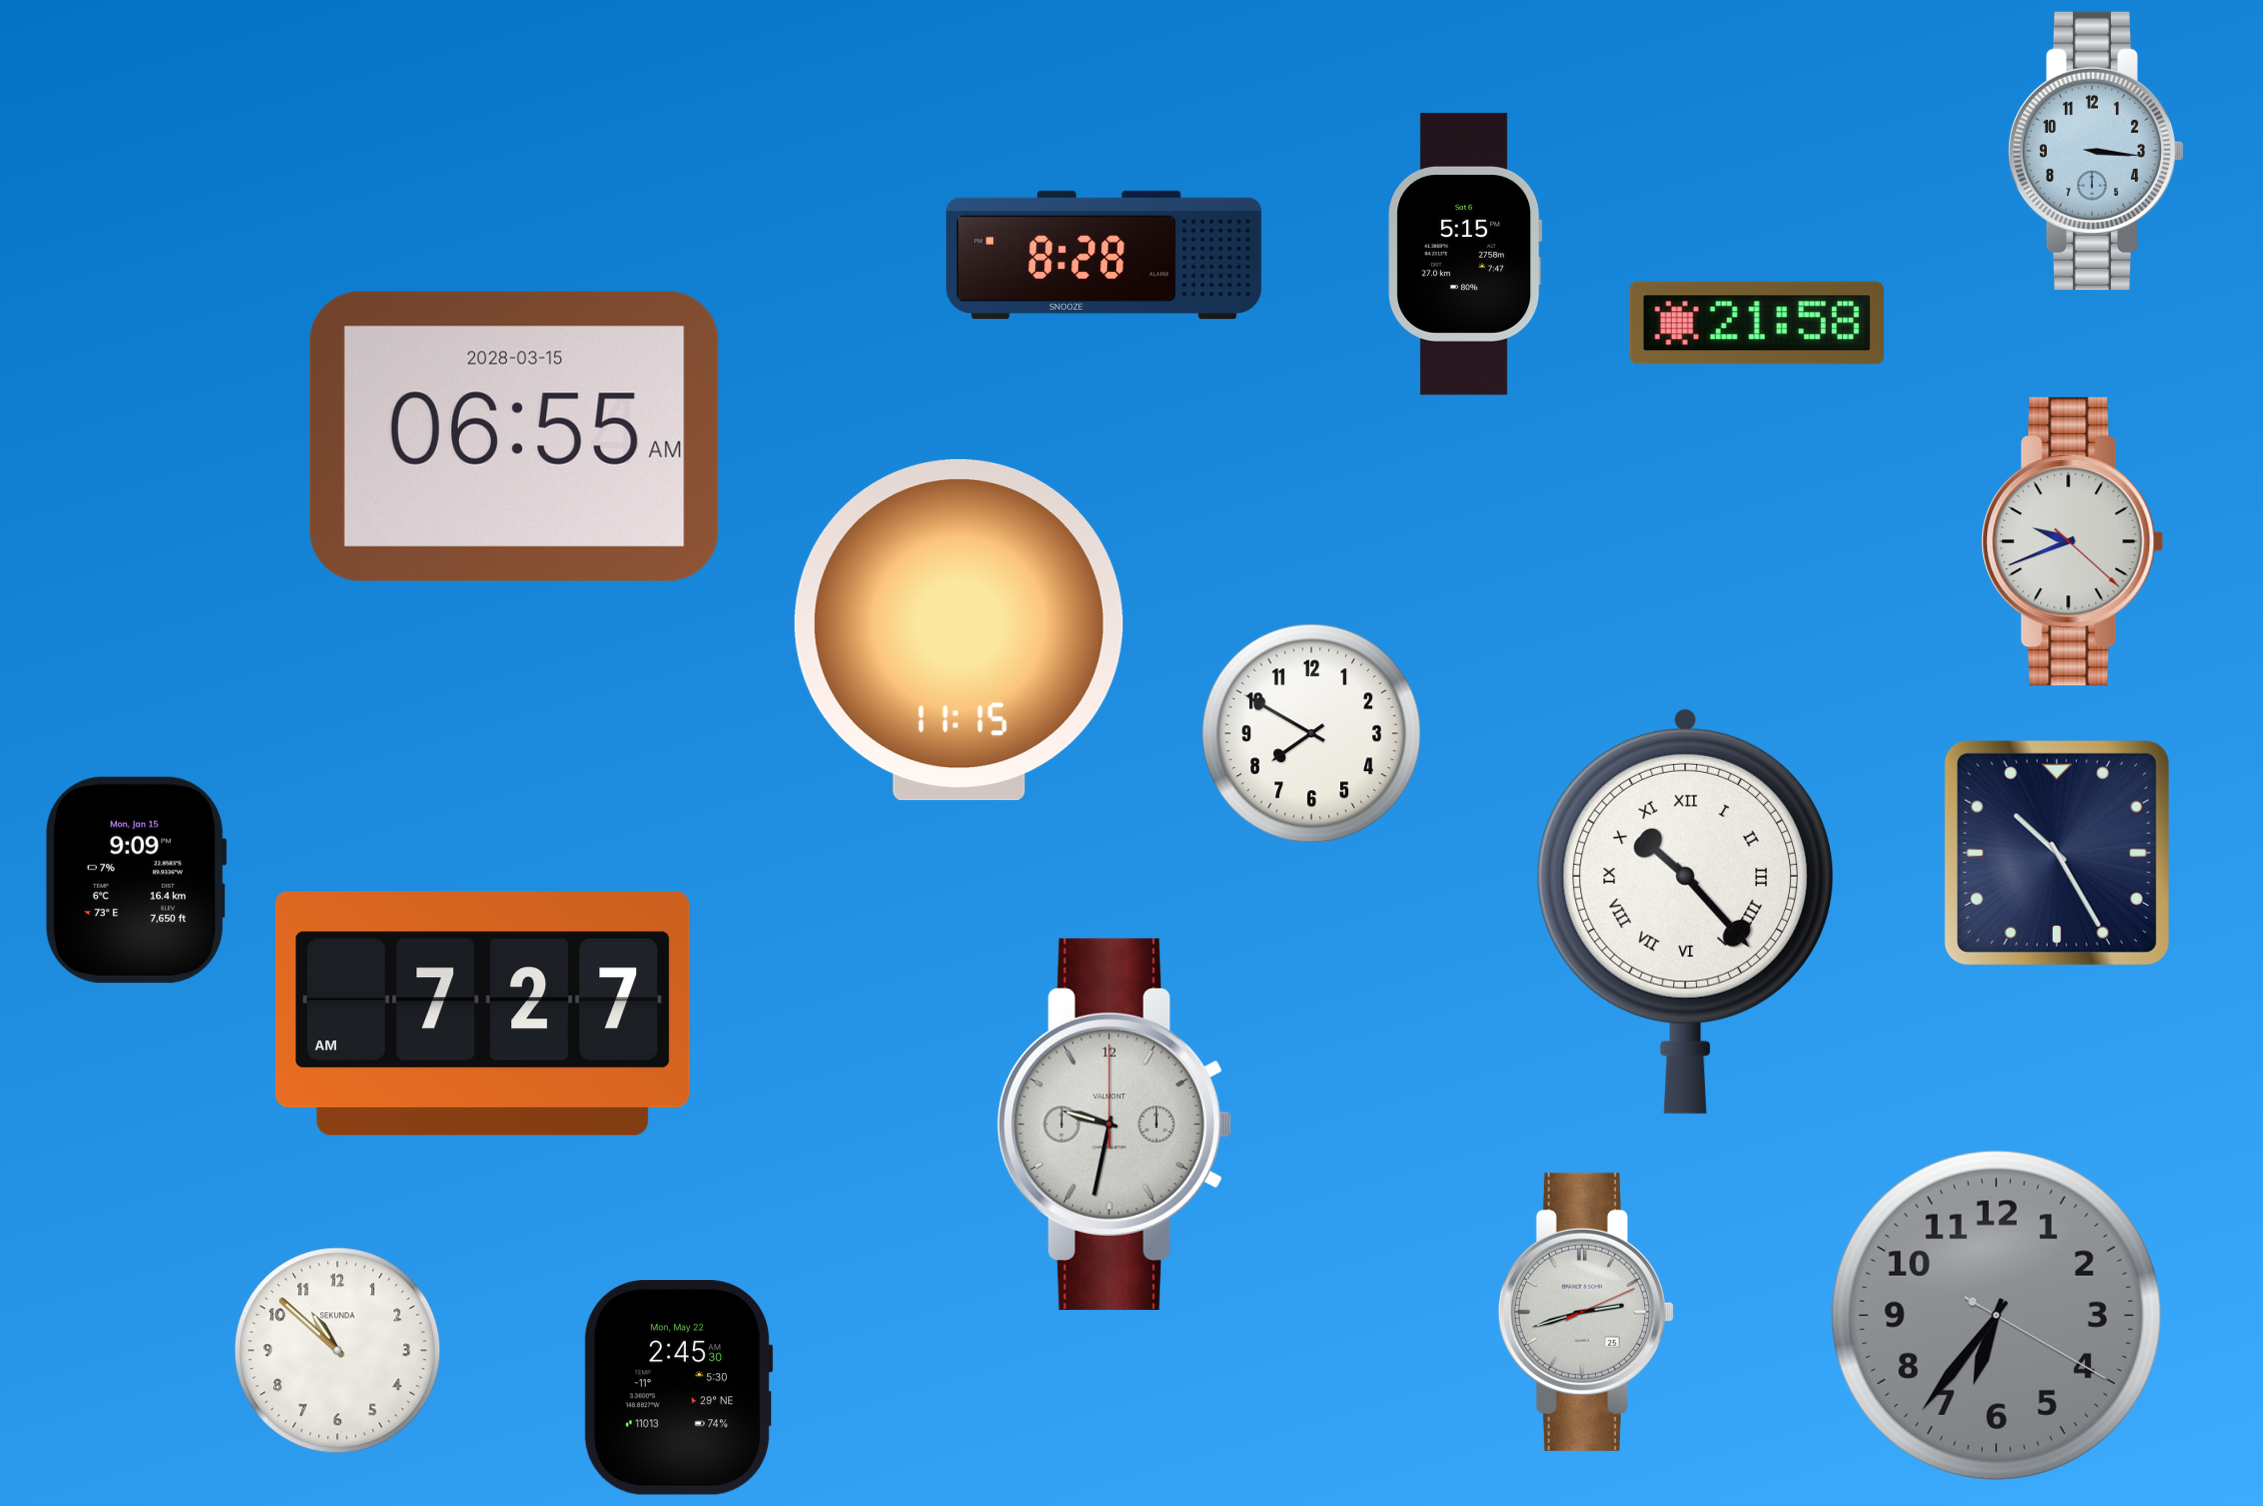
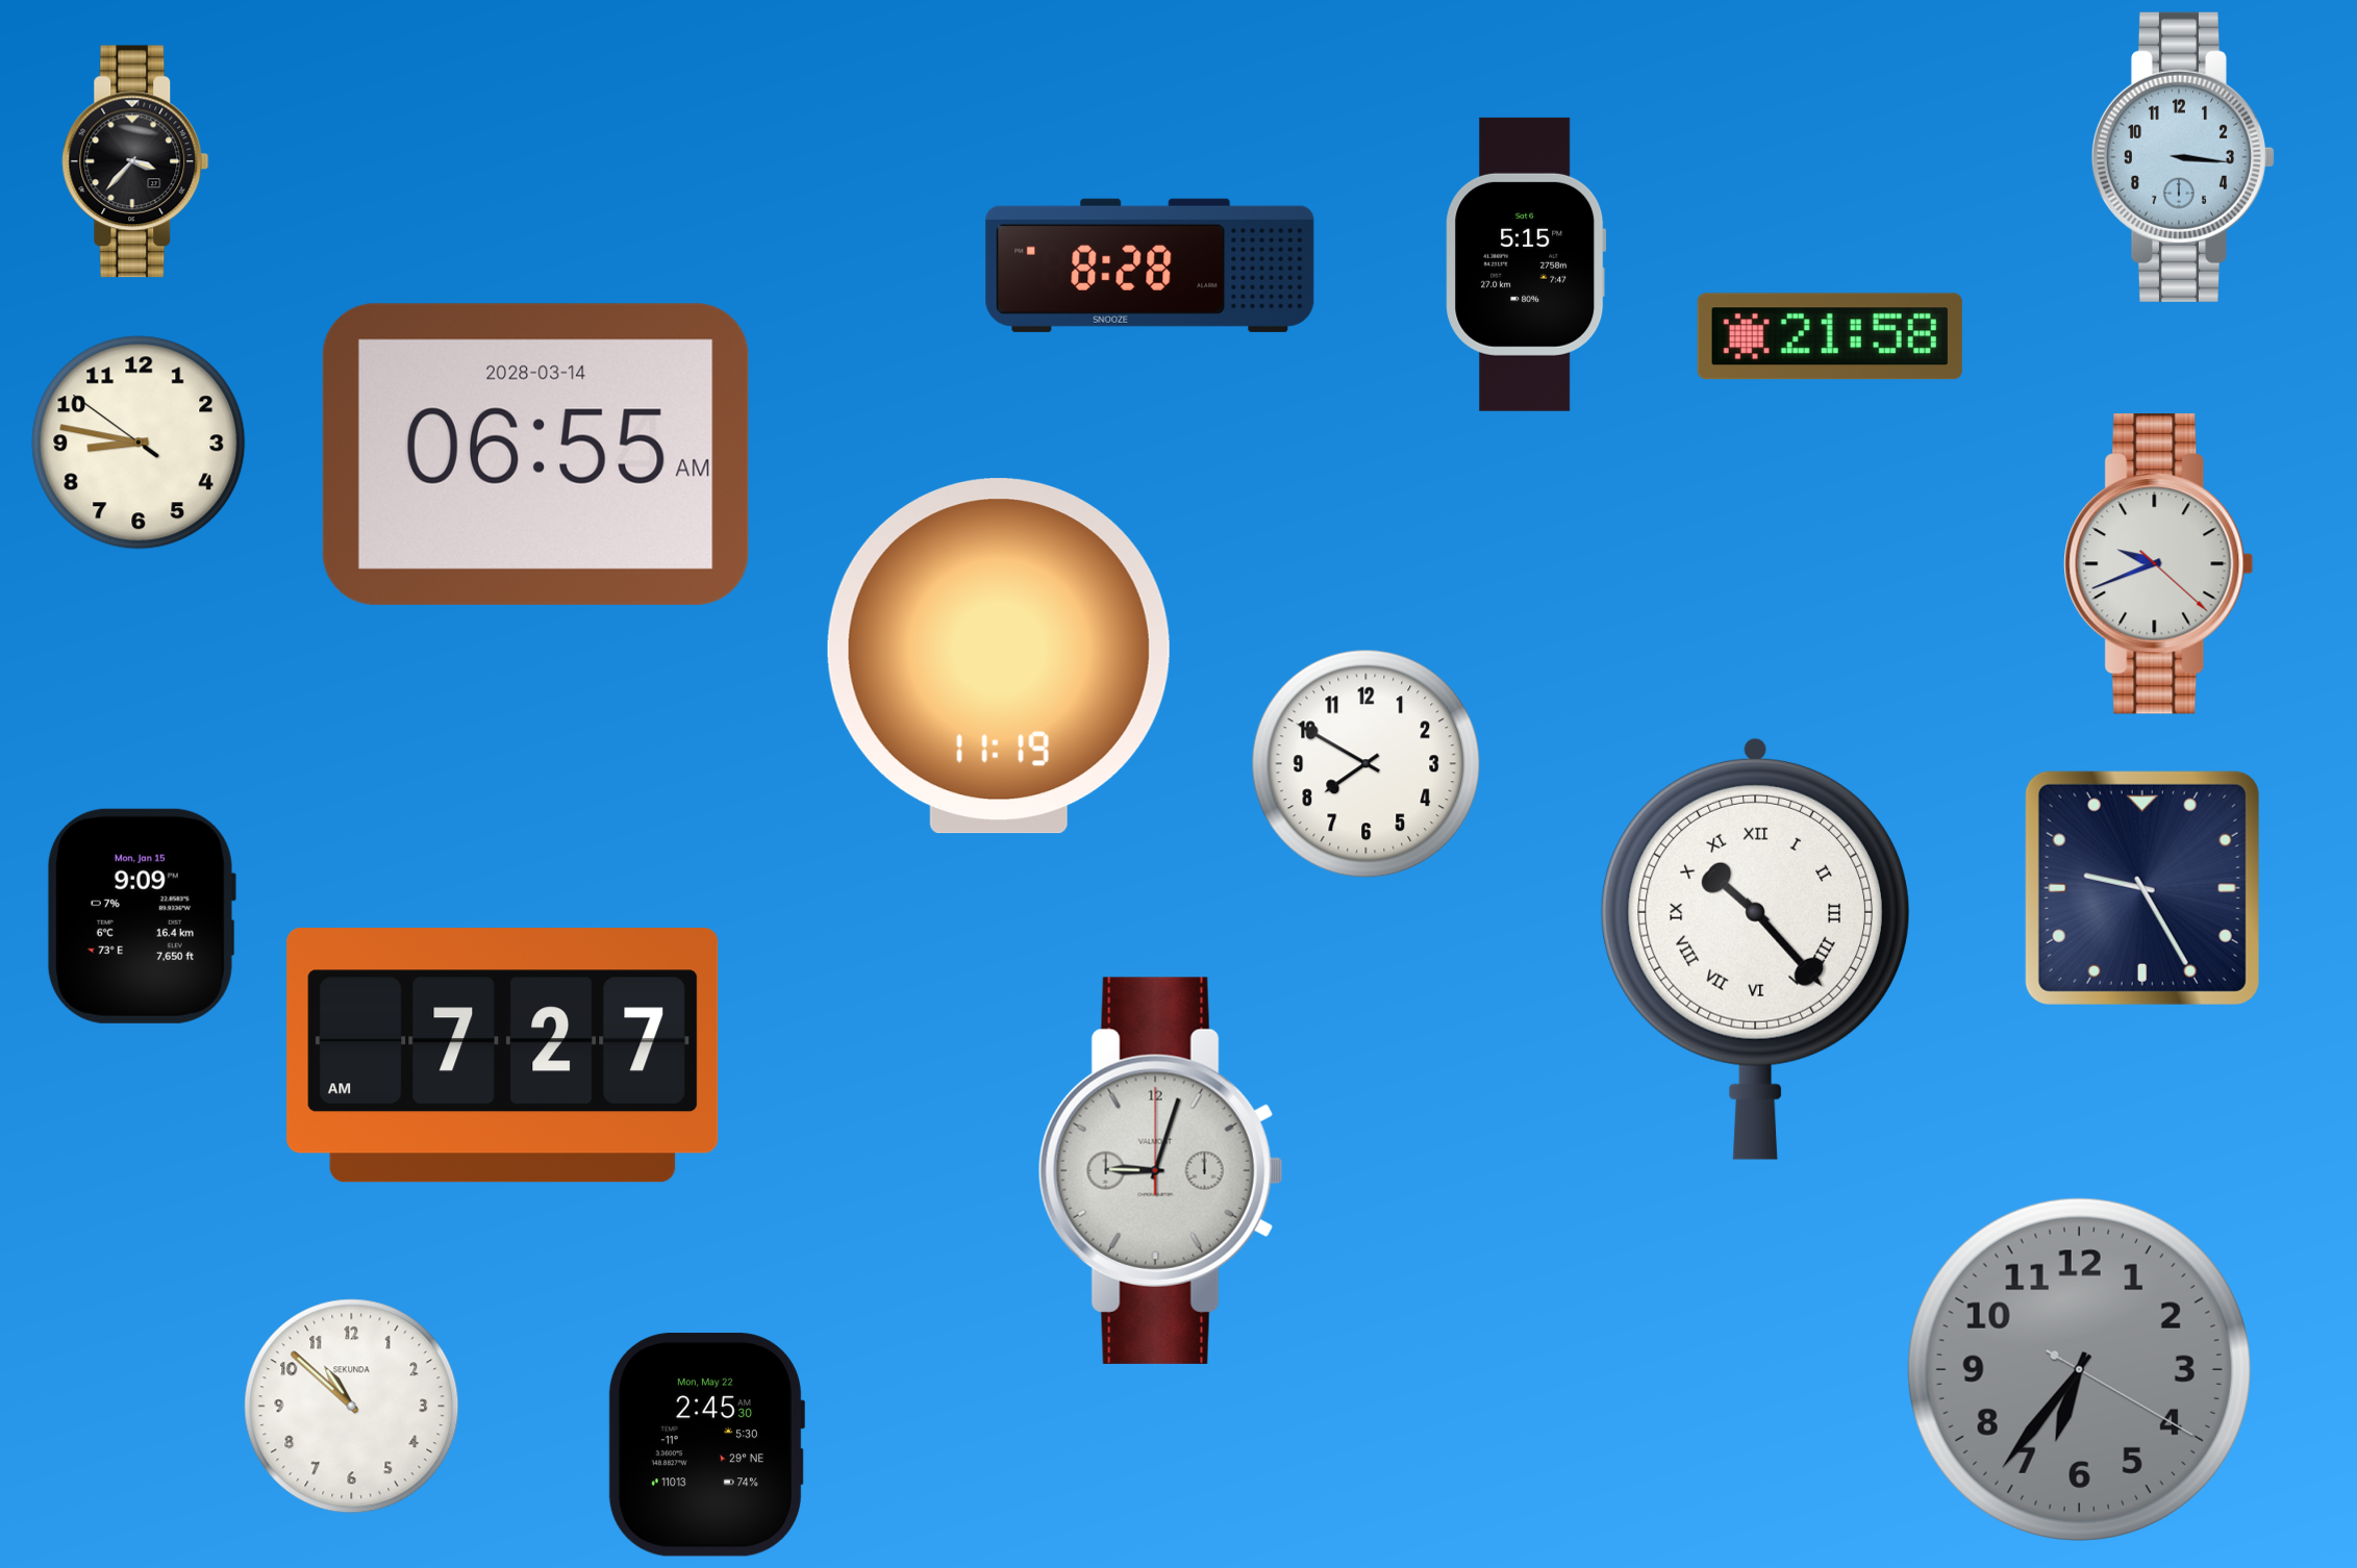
clock at (135, 161): none -> 3:37
clock at (139, 442): none -> 8:46
clock at (514, 436) date: 2028-03-15 -> 2028-03-14
clock at (959, 630): 11:15 -> 11:19
clock at (2057, 853): 10:25 -> 9:25
clock at (1114, 1124): 9:32 -> 9:03
clock at (1586, 1312): 2:42 -> none
